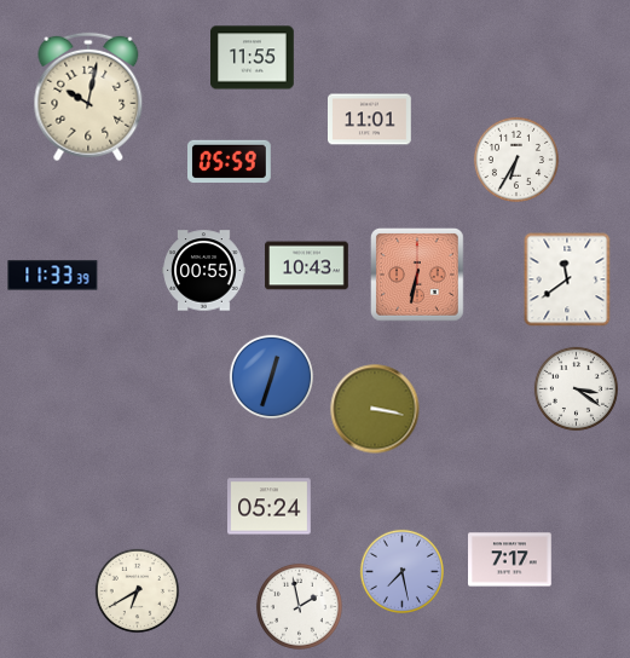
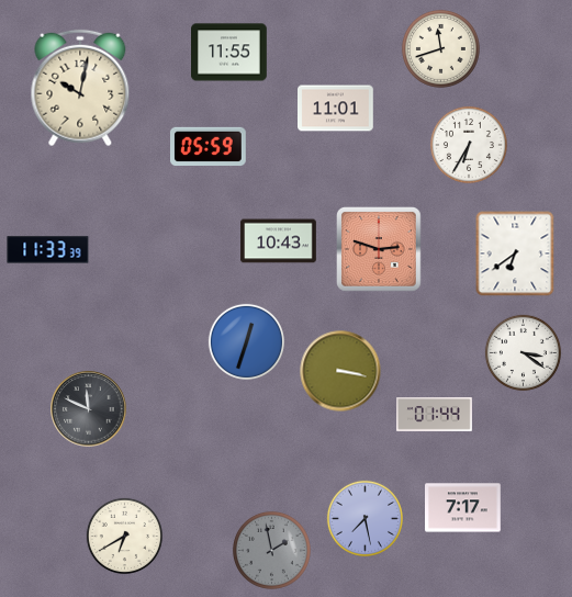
clock at (440, 48): none -> 11:42
clock at (204, 271): 00:55 -> none
clock at (417, 275): 6:32 -> 2:48
clock at (567, 279): 11:39 -> 6:39
clock at (89, 409): none -> 11:49
clock at (435, 415): none -> 01:44
clock at (270, 507): 05:24 -> none
clock at (299, 606) dial: white -> grey
